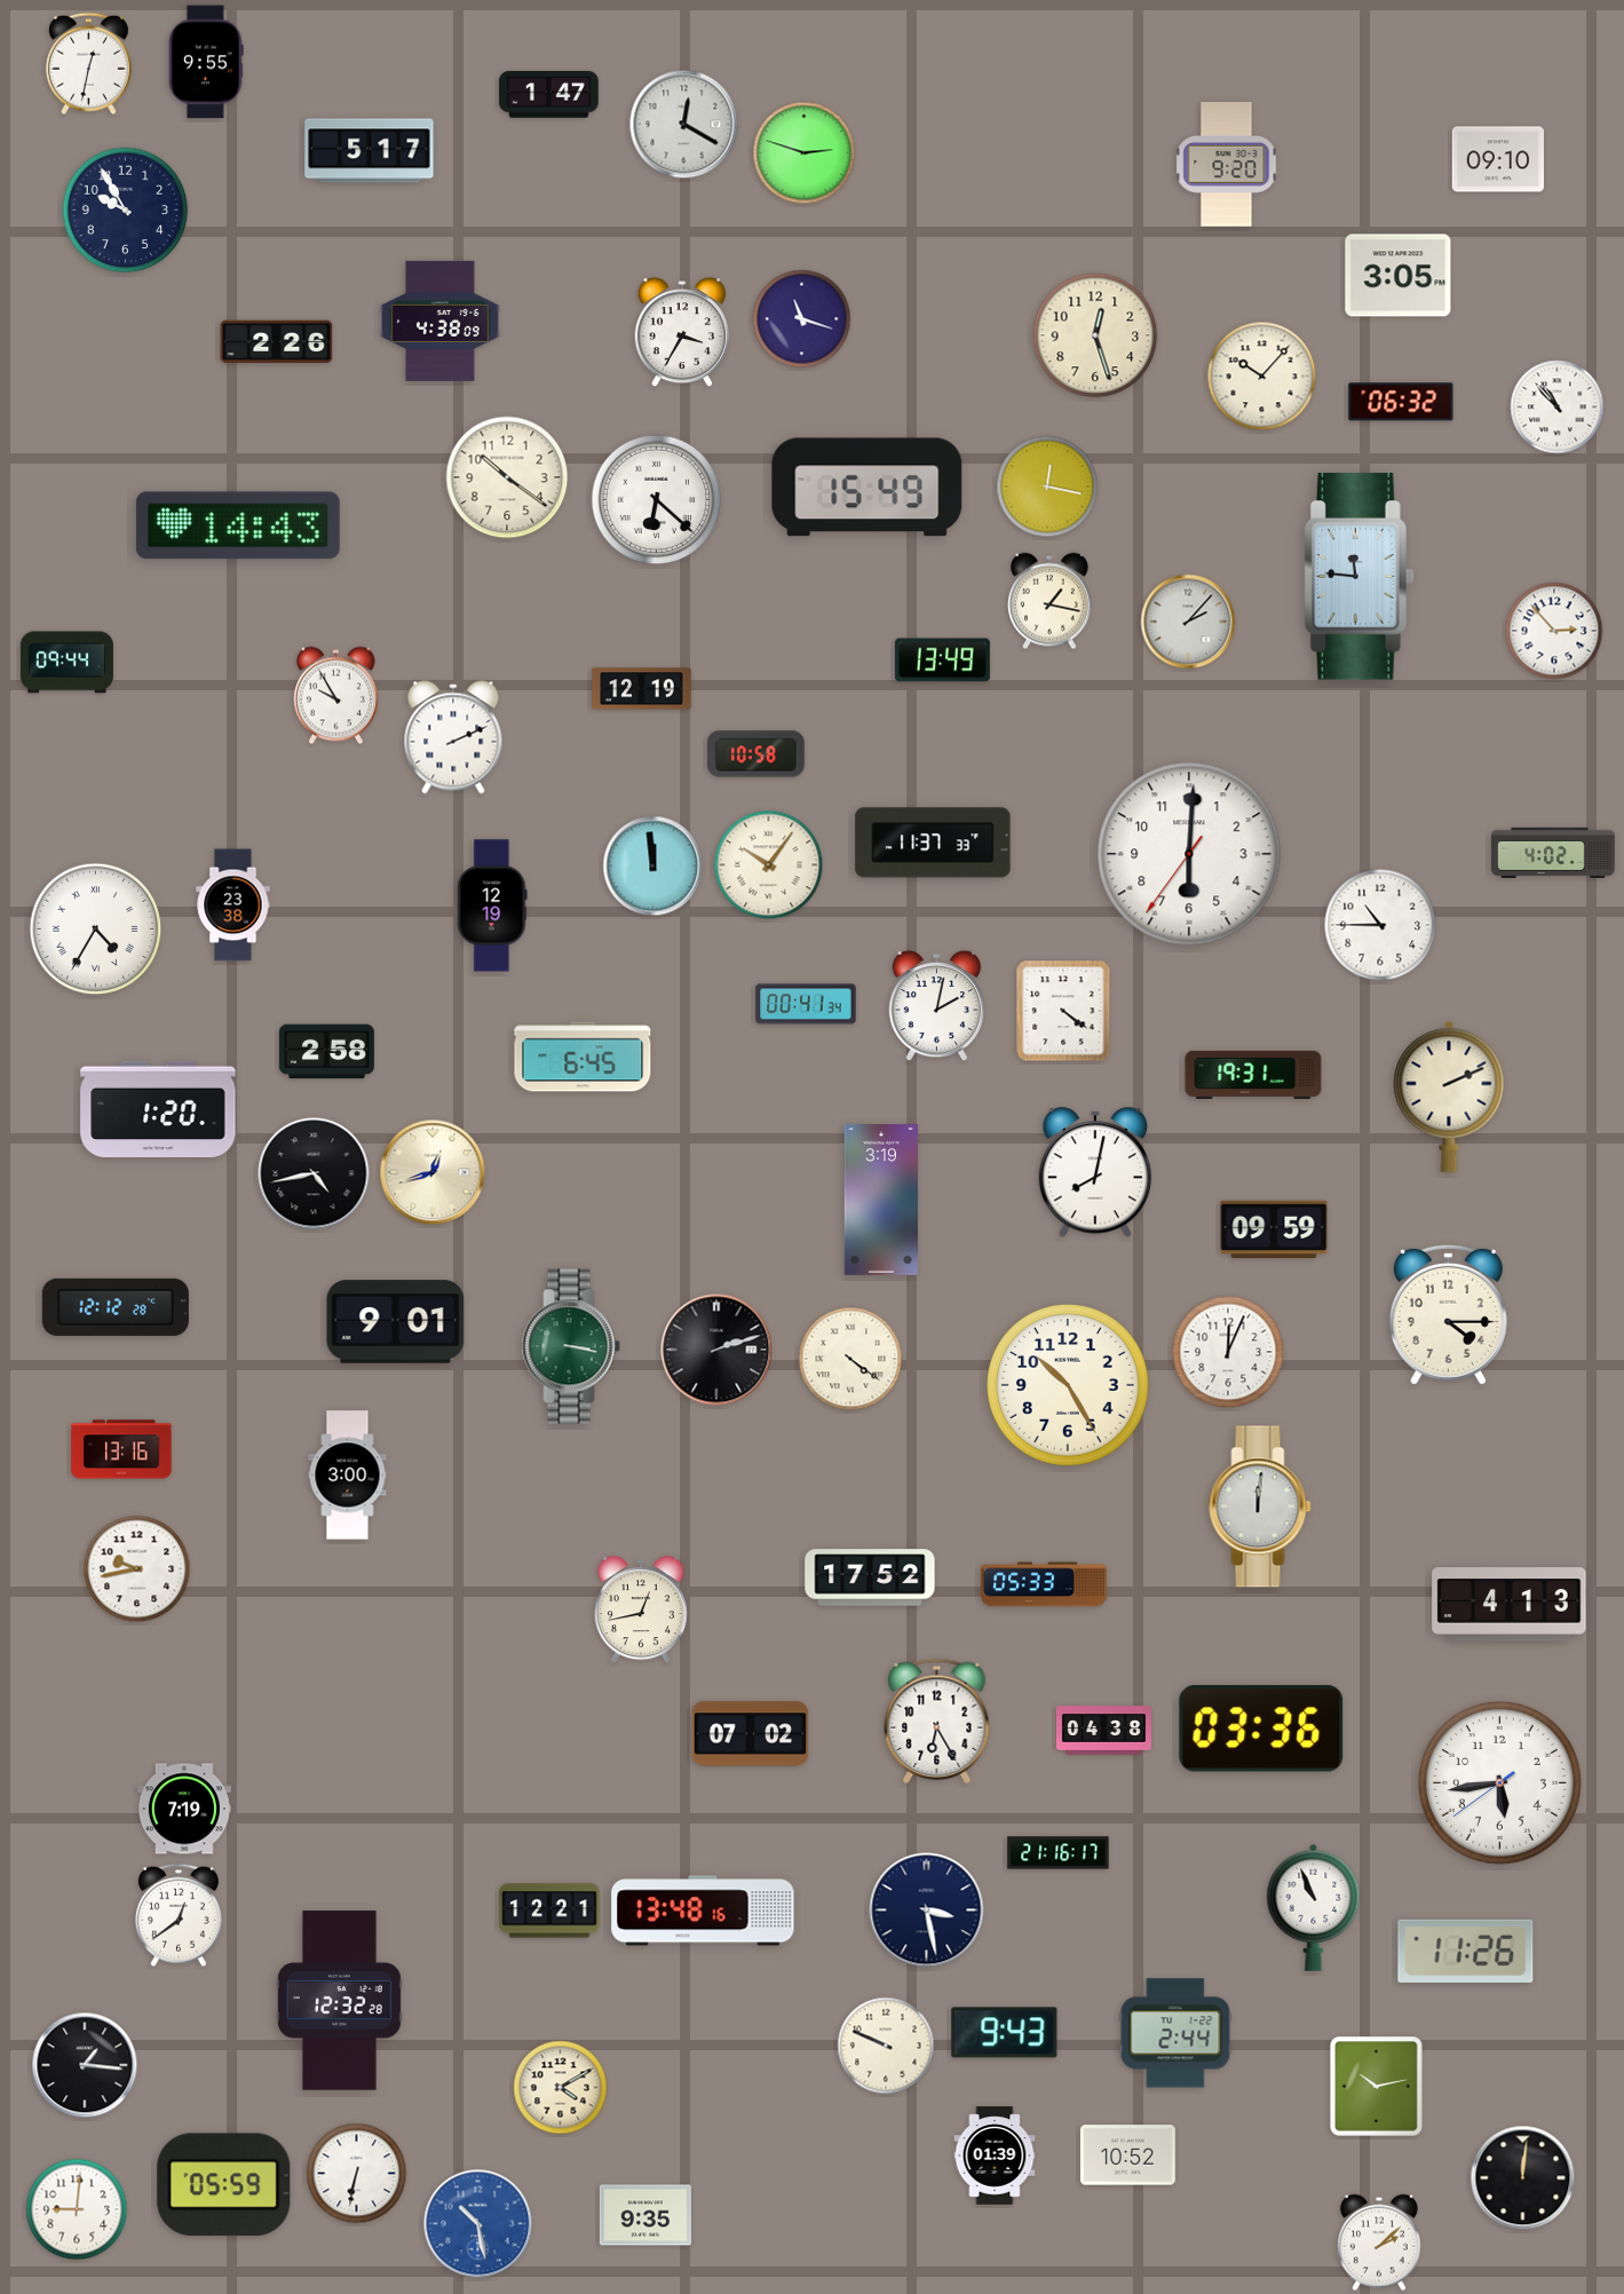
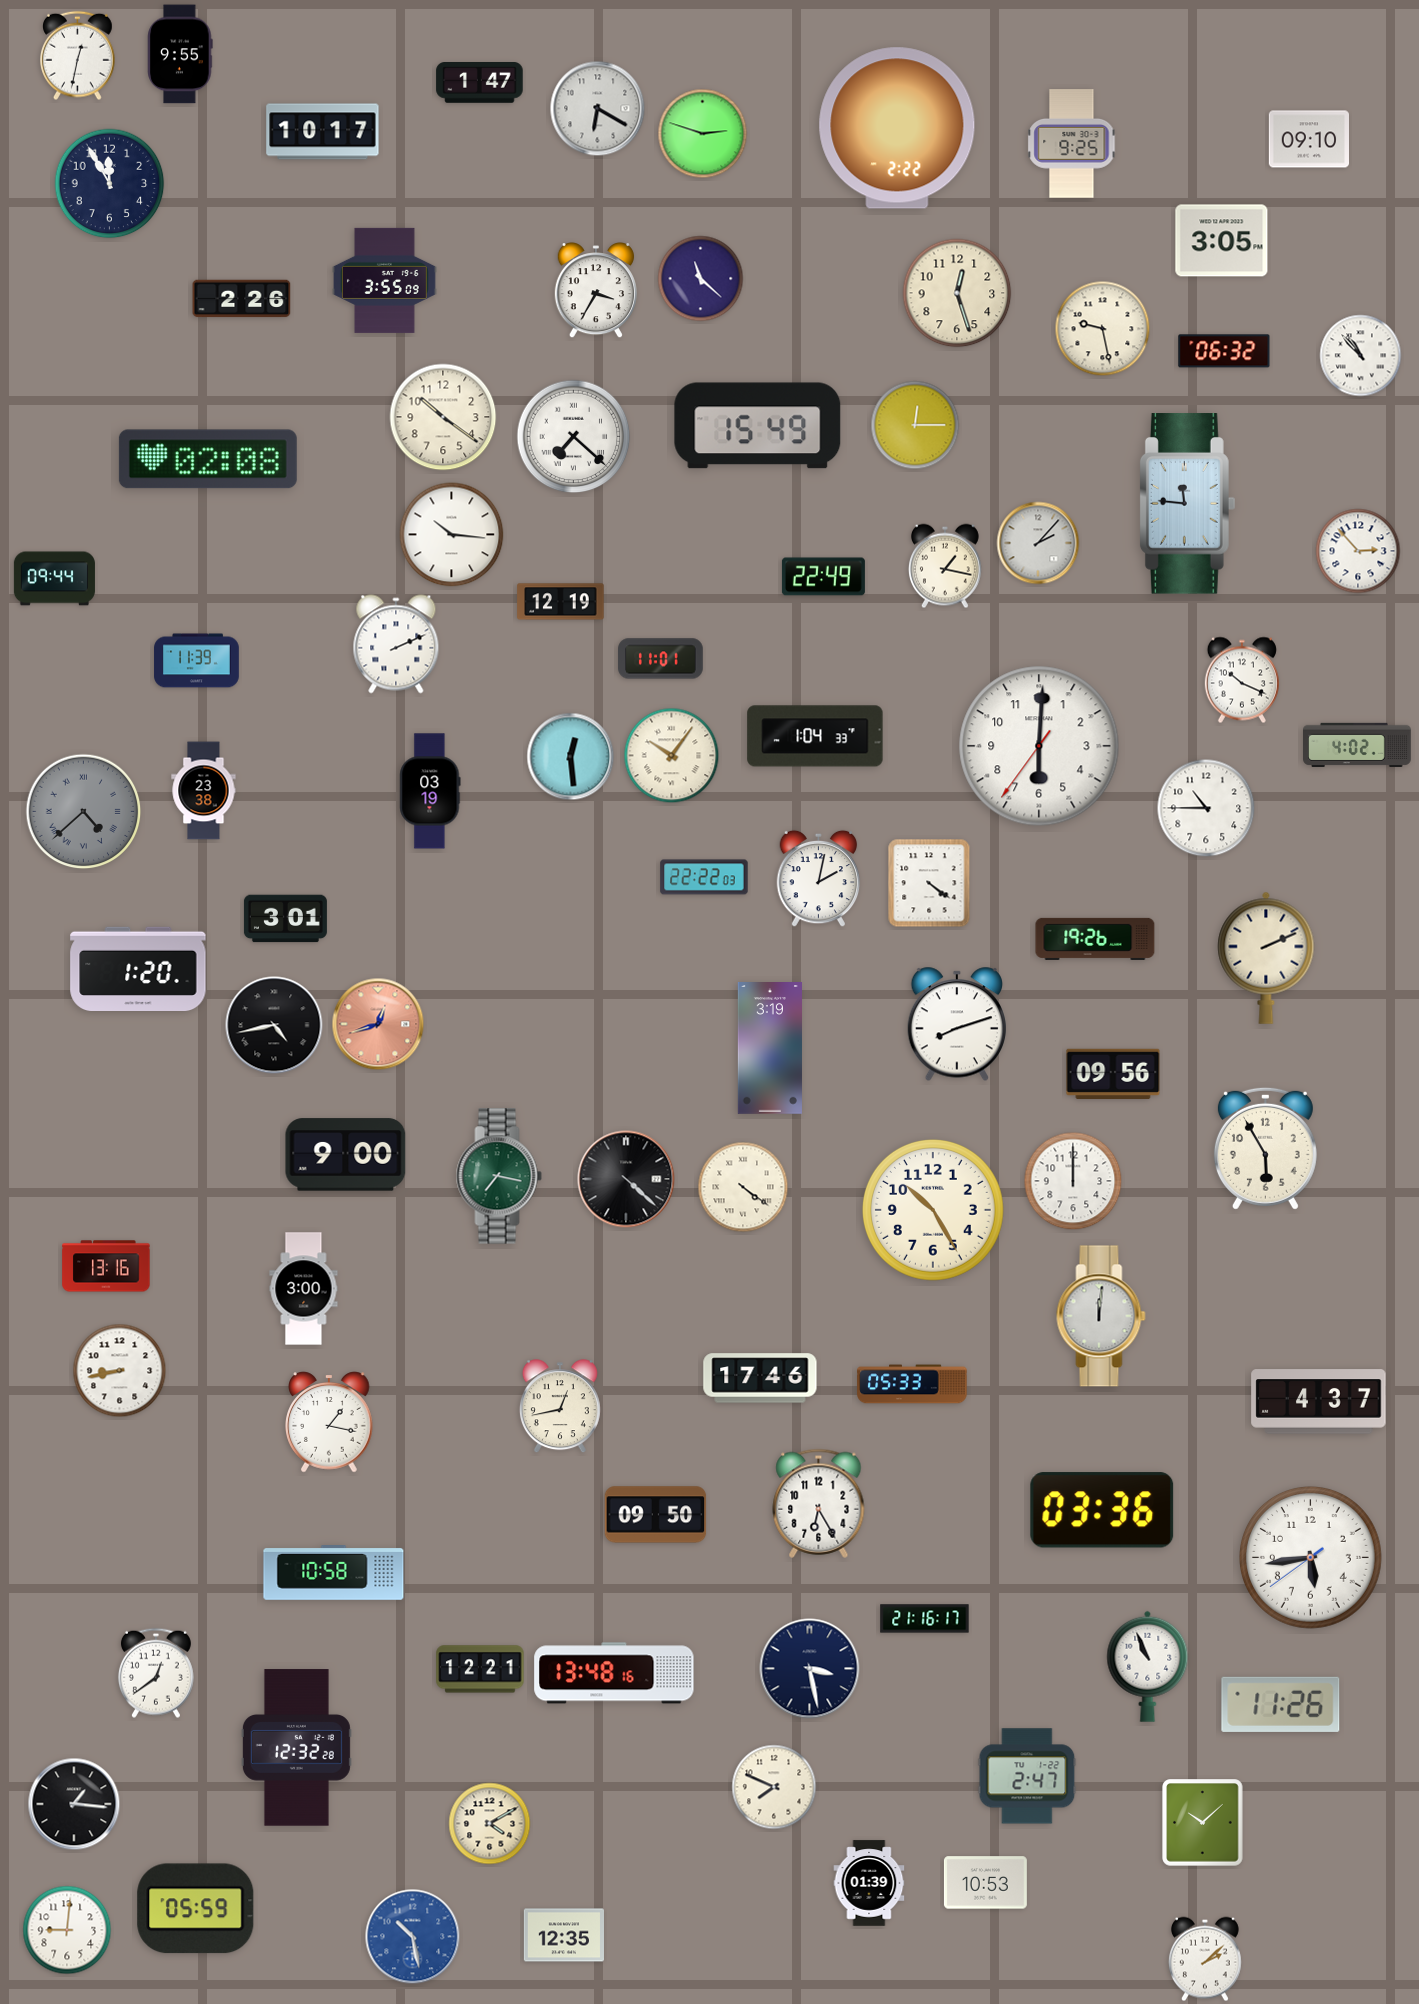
clock at (684, 125): 12:20 -> 6:20
clock at (897, 128): none -> 2:22
clock at (370, 151): 5:17 -> 10:17
clock at (1227, 165): 9:20 -> 9:25
clock at (126, 211): 9:55 -> 11:55
clock at (802, 319): 11:18 -> 11:22
clock at (439, 321): 4:38 -> 3:55
clock at (1262, 377): 10:07 -> 9:28
clock at (1047, 487): 12:17 -> 12:15
clock at (657, 500): 6:22 -> 7:22
clock at (238, 525): 14:43 -> 02:08
clock at (1049, 601) position: (1049, 601) -> (945, 566)
clock at (452, 535): none -> 10:16
clock at (942, 660): 13:49 -> 22:49
clock at (66, 663) position: (66, 663) -> (54, 579)
clock at (335, 696): 9:55 -> none
clock at (756, 754): 10:58 -> 11:01
clock at (197, 661): none -> 11:39
clock at (1242, 680): none -> 10:19
clock at (933, 843): 11:37 -> 1:04
clock at (653, 867): 11:59 -> 12:29
clock at (492, 905): 12:19 -> 03:19
clock at (96, 930): 4:35 -> 4:38
clock at (96, 930) dial: white -> grey
clock at (806, 1004): 00:41 -> 22:22
clock at (326, 1052): 2:58 -> 3:01
clock at (583, 1057): 6:45 -> none
clock at (1253, 1075): 19:31 -> 19:26
clock at (433, 1172) dial: cream -> salmon
clock at (1094, 1172): 8:02 -> 8:12
clock at (1274, 1228): 09:59 -> 09:56
clock at (116, 1307): 12:12 -> none
clock at (1448, 1314): 4:15 -> 5:55
clock at (396, 1322): 9:01 -> 9:00
clock at (571, 1346): 3:17 -> 7:17
clock at (716, 1350): 2:12 -> 4:22
clock at (1228, 1352): 12:04 -> 12:00
clock at (137, 1569): 9:43 -> 8:43
clock at (870, 1577): 17:52 -> 17:46
clock at (1510, 1605): 4:13 -> 4:37
clock at (329, 1422): none -> 1:17
clock at (1103, 1731): 04:38 -> none
clock at (751, 1734): 07:02 -> 09:50
clock at (334, 1573): none -> 10:58
clock at (184, 1809): 7:19 -> none
clock at (703, 1911) position: (703, 1911) -> (614, 1673)
clock at (1005, 2033): 9:43 -> none
clock at (1175, 2033): 2:44 -> 2:47
clock at (886, 2046): 9:49 -> 7:49
clock at (1377, 2087): 10:13 -> 10:08
clock at (1127, 2155): 10:52 -> 10:53
clock at (357, 2174): 6:32 -> none
clock at (1523, 2178): 12:01 -> none
clock at (644, 2215): 9:35 -> 12:35
clock at (478, 2224) position: (478, 2224) -> (413, 1937)
